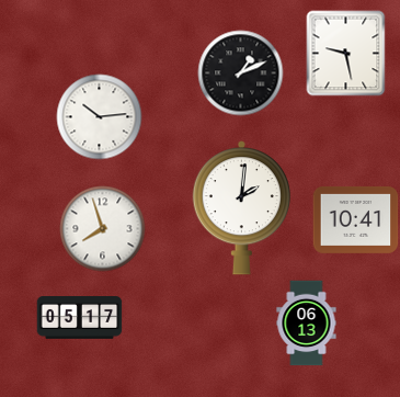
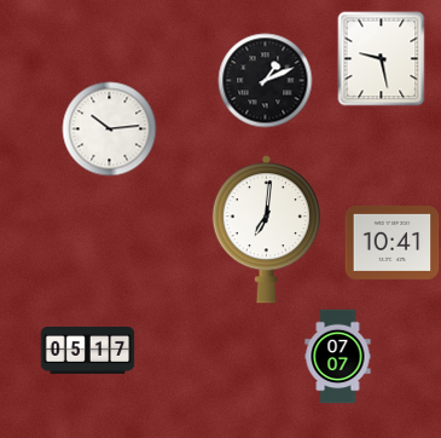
clock at (241, 208): 2:01 -> 7:01
clock at (102, 228): 7:57 -> none
clock at (307, 322): 06:13 -> 07:07
